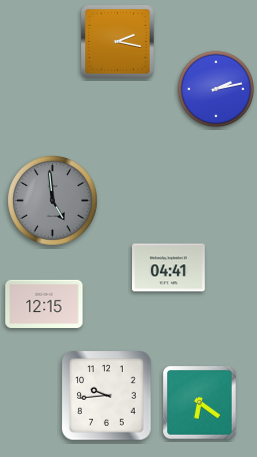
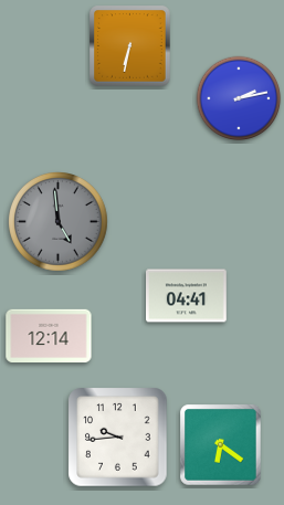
clock at (118, 42): 2:17 -> 6:32
clock at (44, 304): 12:15 -> 12:14
